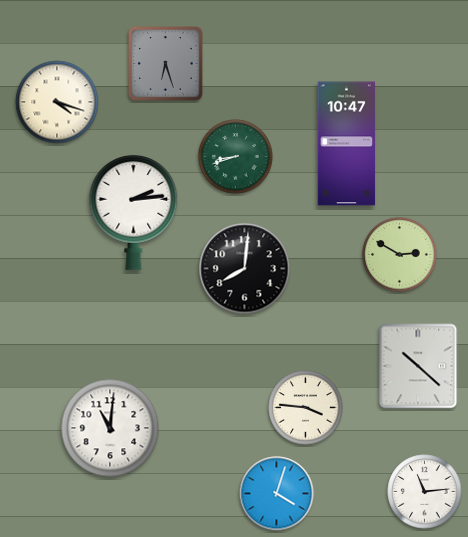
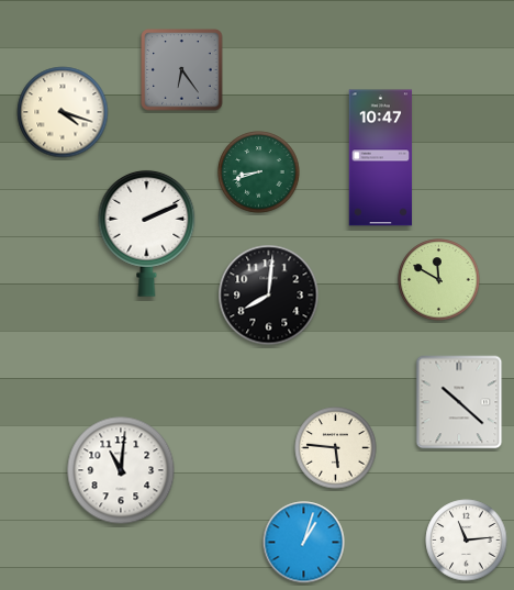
clock at (166, 64): 6:27 -> 6:24
clock at (134, 212): 2:14 -> 2:11
clock at (400, 255): 2:50 -> 11:50
clock at (306, 408): 3:46 -> 5:46
clock at (277, 494): 4:03 -> 1:03
